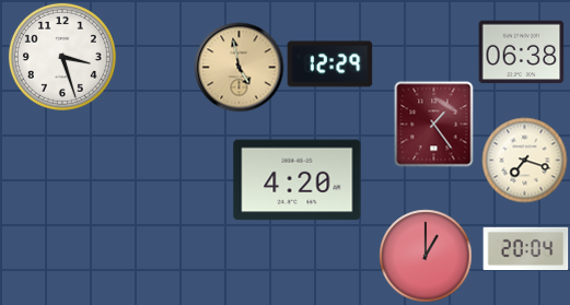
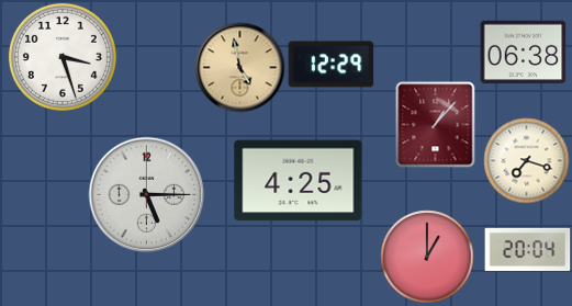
clock at (434, 124): 1:24 -> 1:07
clock at (298, 180): 4:20 -> 4:25
clock at (146, 194): none -> 5:15
